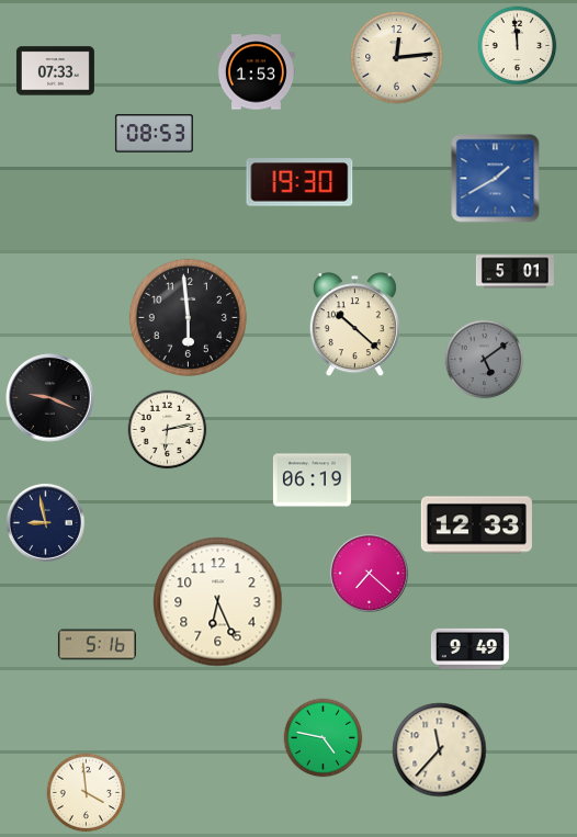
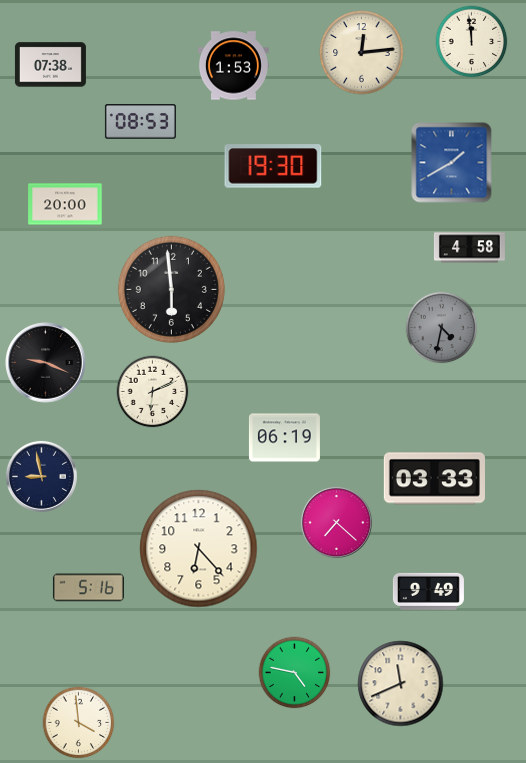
clock at (55, 71): 07:33 -> 07:38
clock at (65, 204): none -> 20:00
clock at (514, 272): 5:01 -> 4:58
clock at (354, 325): 10:22 -> none
clock at (485, 360): 5:09 -> 4:32
clock at (168, 430): 6:13 -> 6:11
clock at (476, 525): 12:33 -> 03:33
clock at (218, 602): 6:26 -> 6:23
clock at (440, 750): 11:37 -> 11:41
